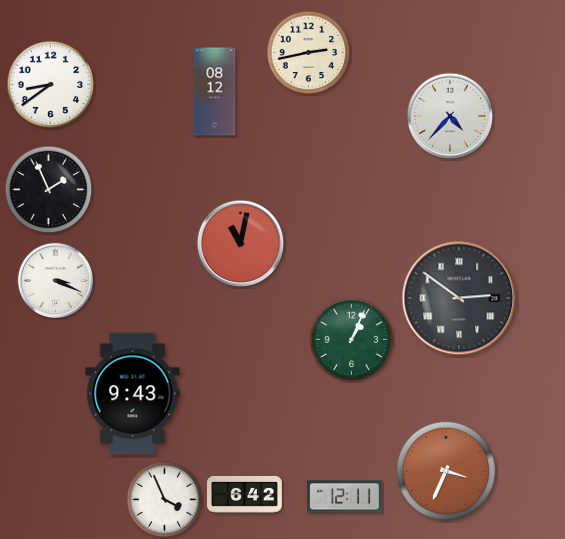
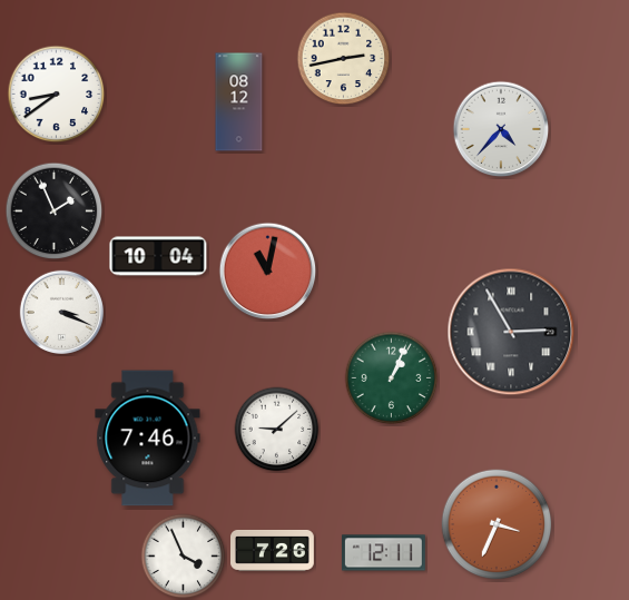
clock at (158, 256): none -> 10:04
clock at (459, 298): 2:51 -> 2:55
clock at (277, 430): none -> 9:08
clock at (133, 394): 9:43 -> 7:46
clock at (245, 494): 6:42 -> 7:26
